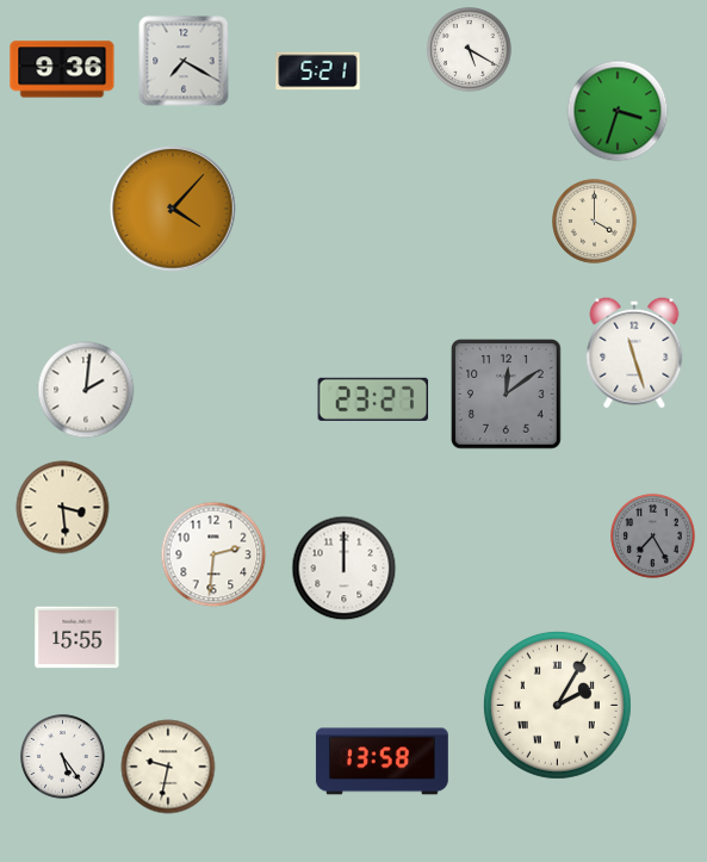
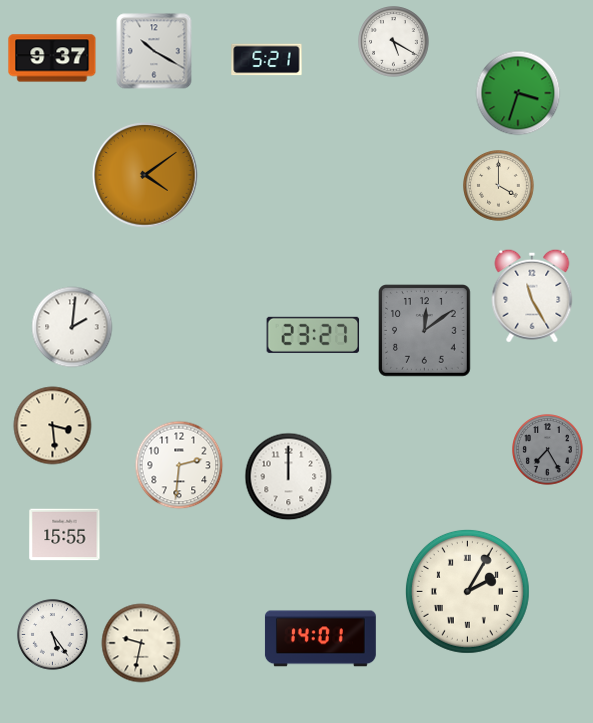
clock at (184, 61): 7:20 -> 10:20
clock at (62, 69): 9:36 -> 9:37
clock at (173, 209): 4:07 -> 4:09
clock at (634, 353): 11:27 -> 11:25
clock at (382, 762): 13:58 -> 14:01
